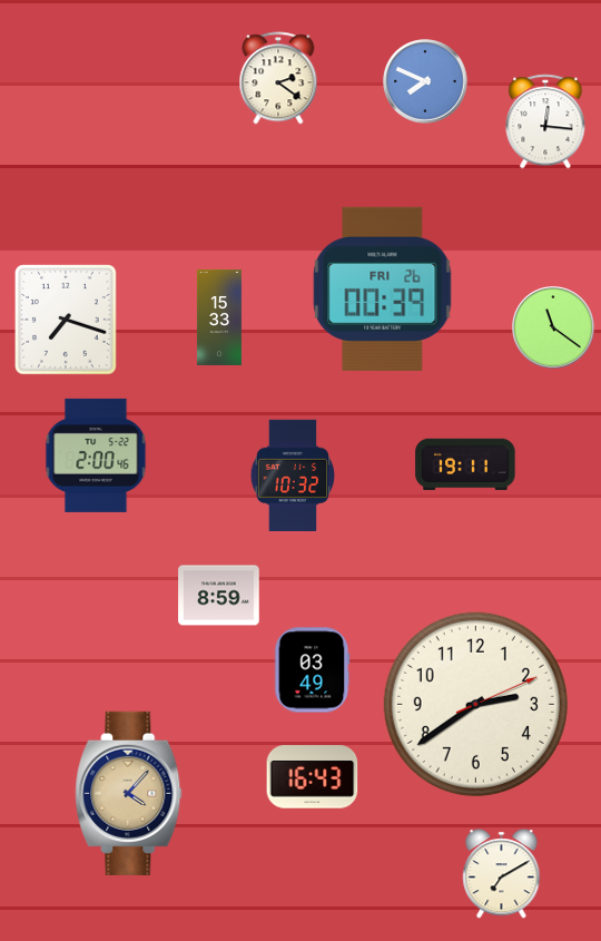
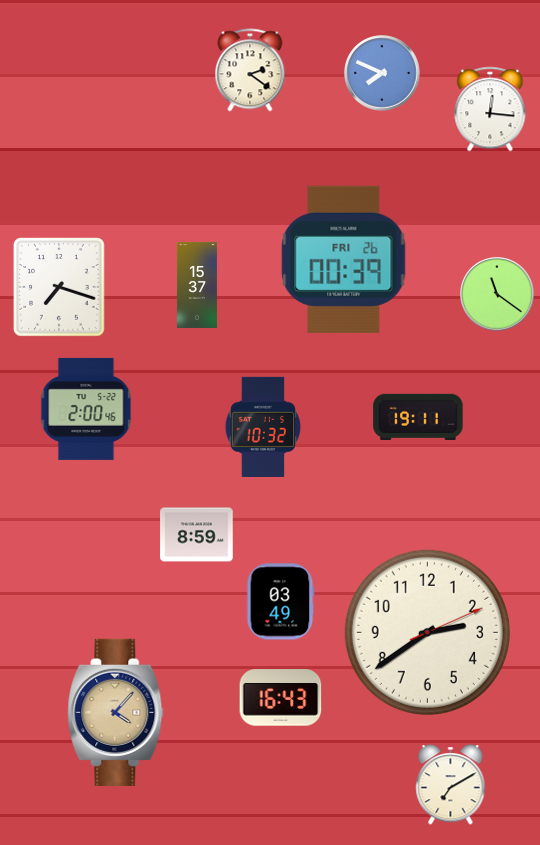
clock at (219, 317): 15:33 -> 15:37
